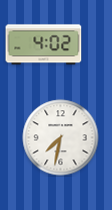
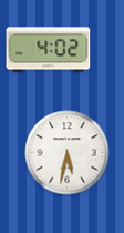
clock at (61, 138): 7:32 -> 5:32
